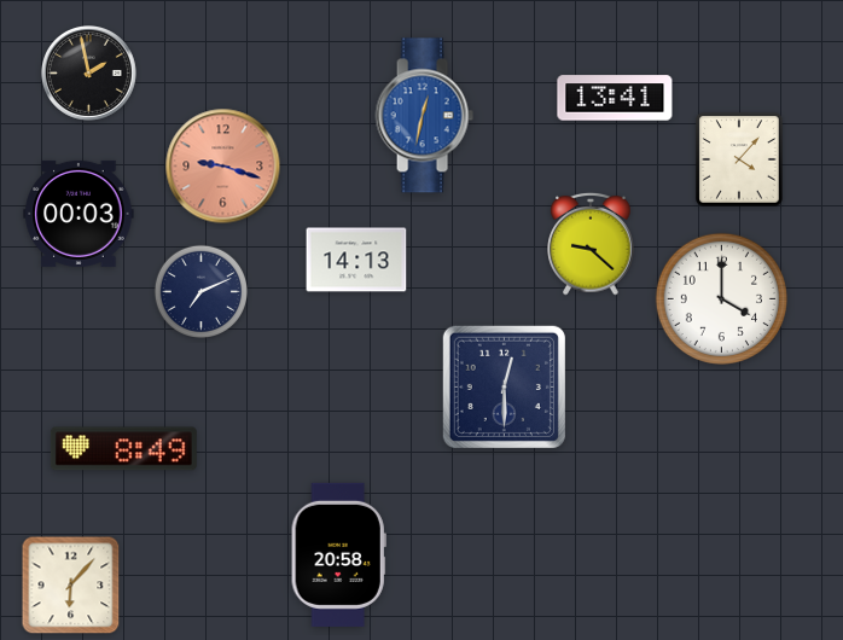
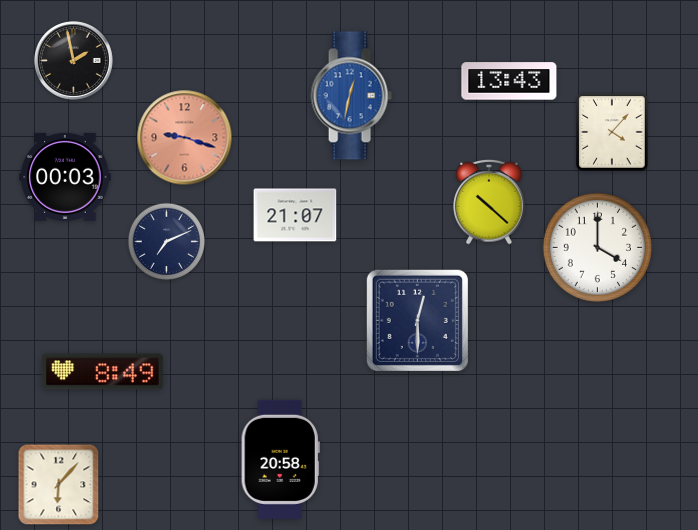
clock at (615, 98): 13:41 -> 13:43
clock at (591, 244): 9:22 -> 10:22
clock at (356, 260): 14:13 -> 21:07
